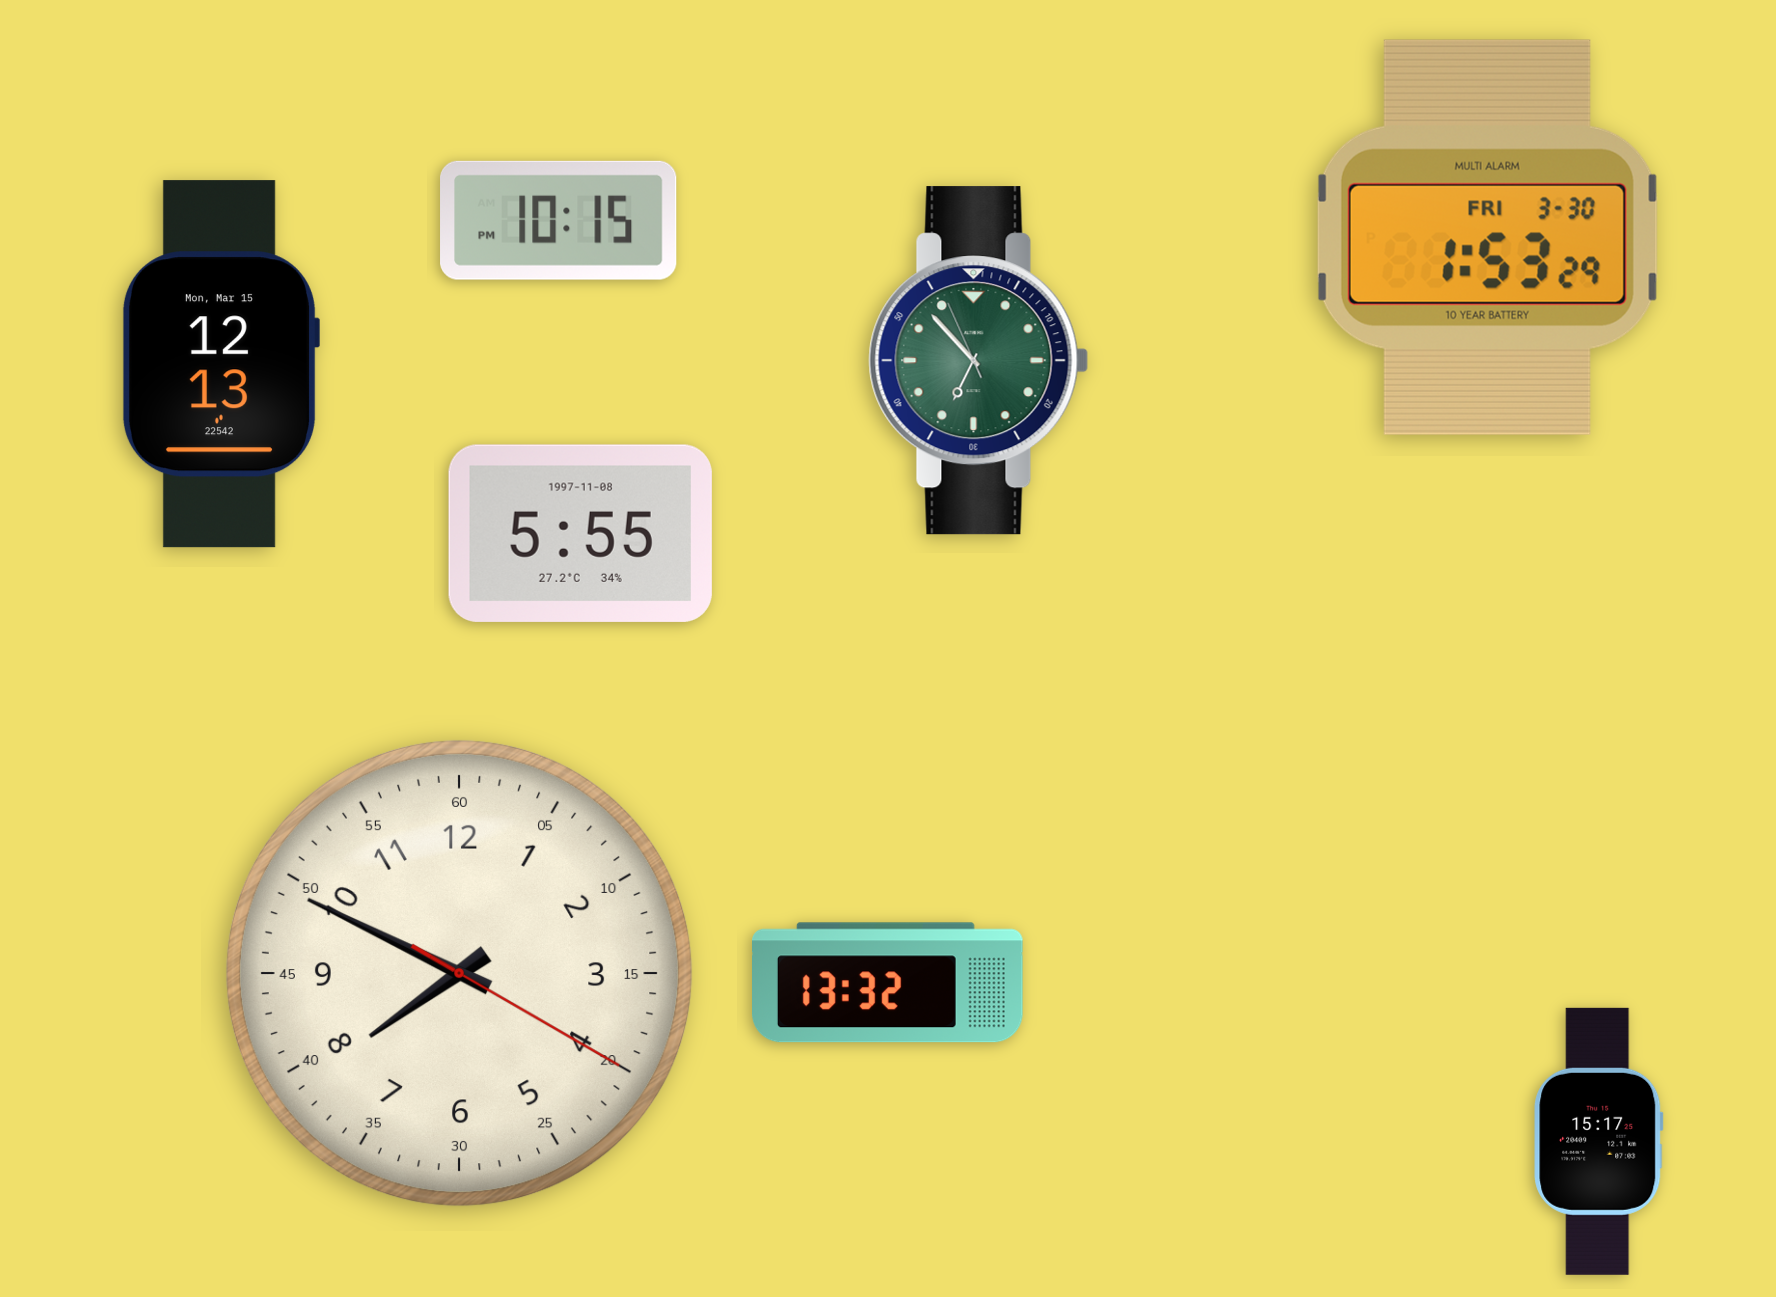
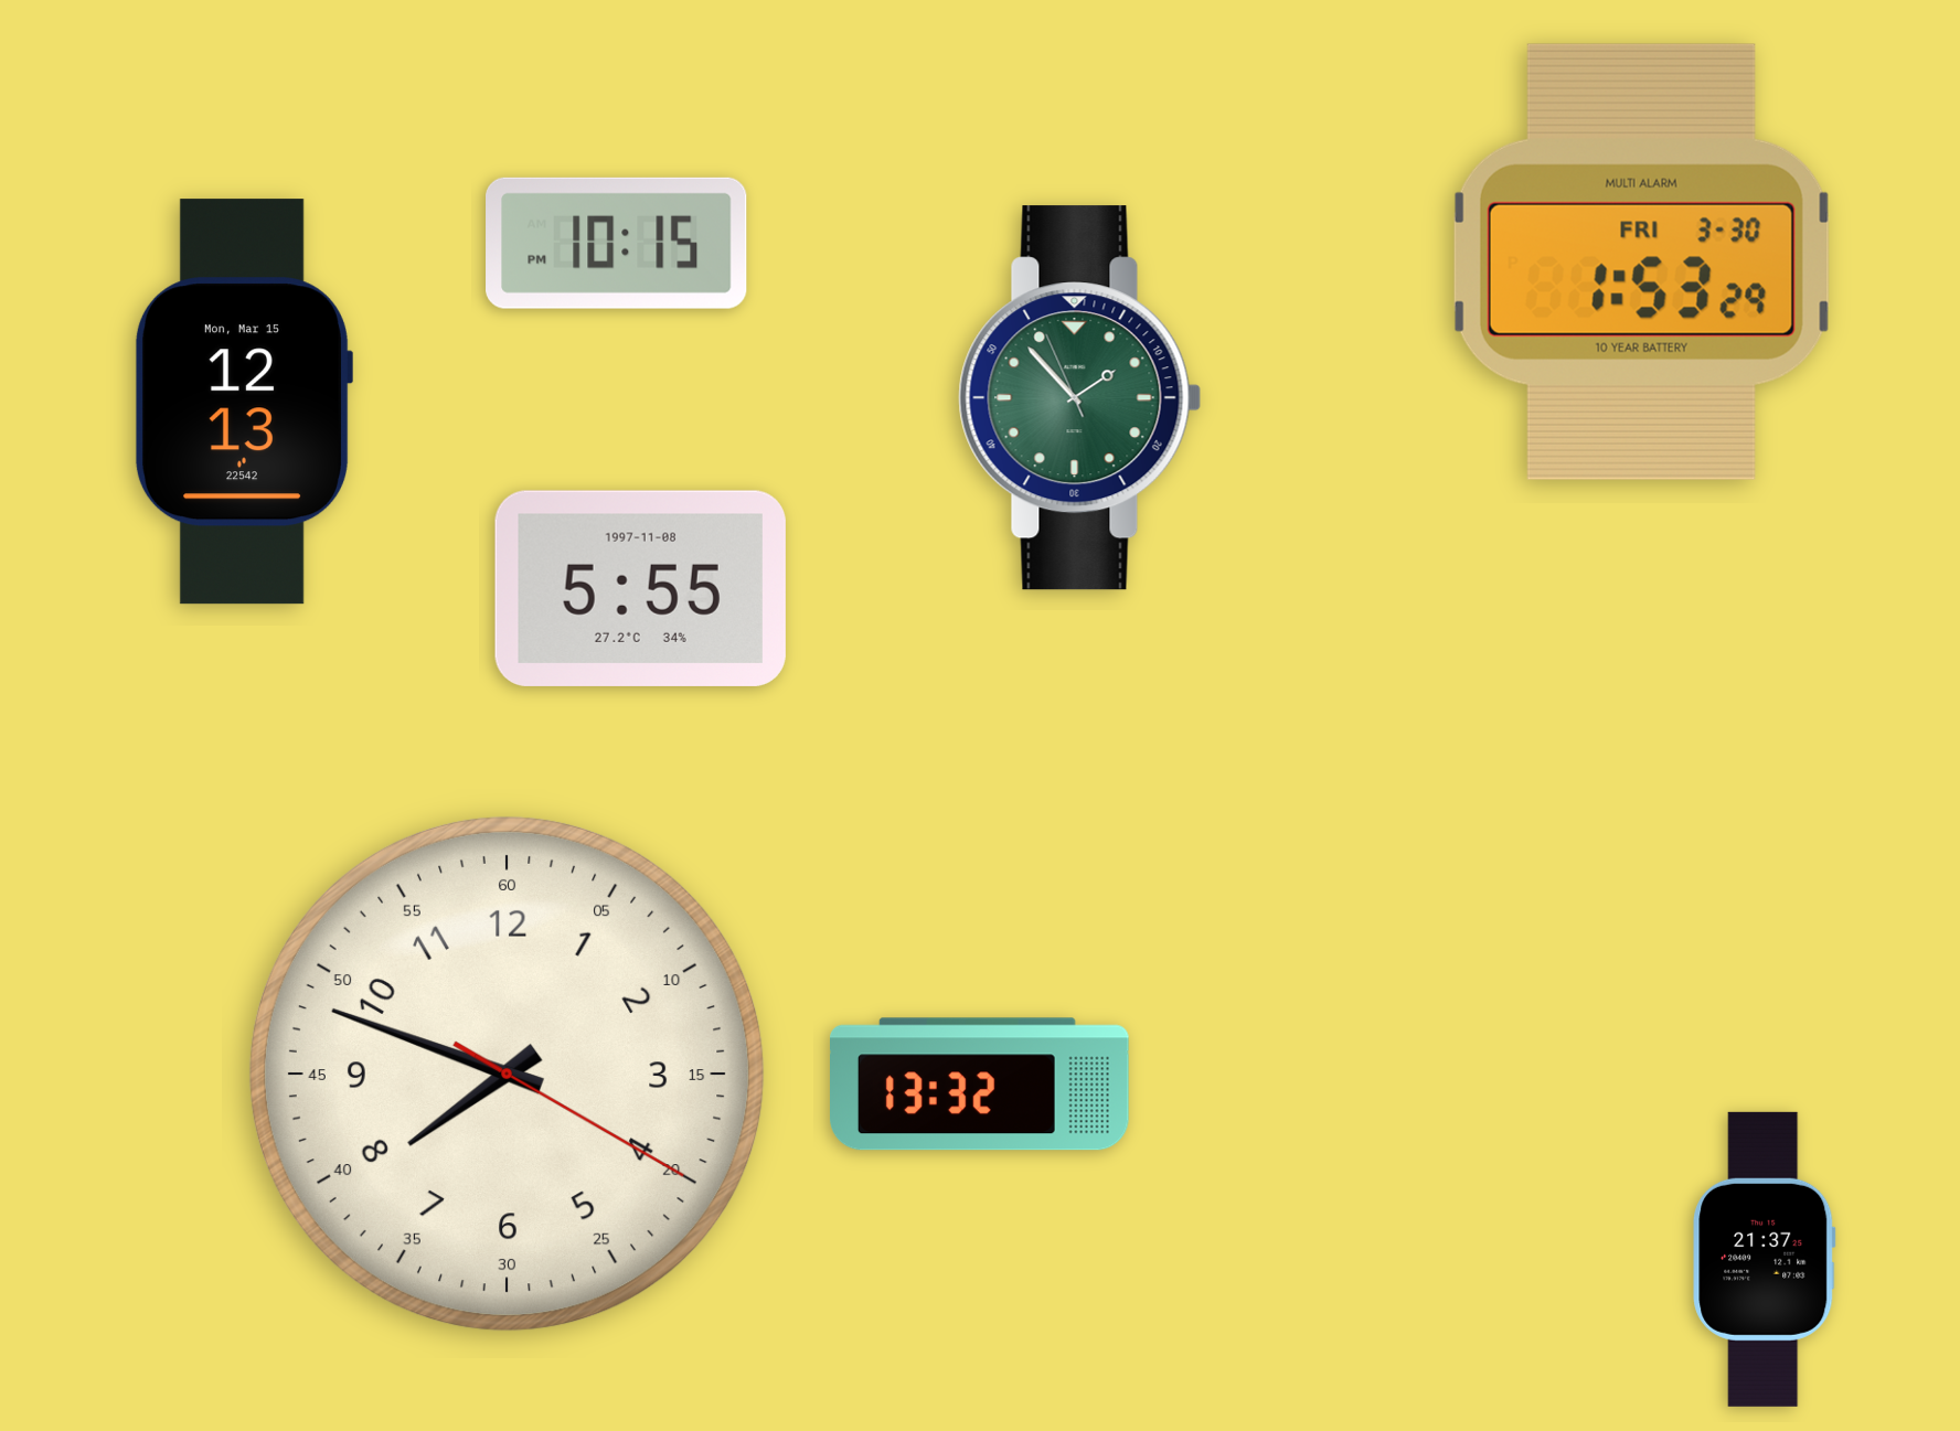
clock at (979, 361): 6:52 -> 1:52
clock at (459, 973): 7:49 -> 7:48
clock at (1599, 1141): 15:17 -> 21:37
